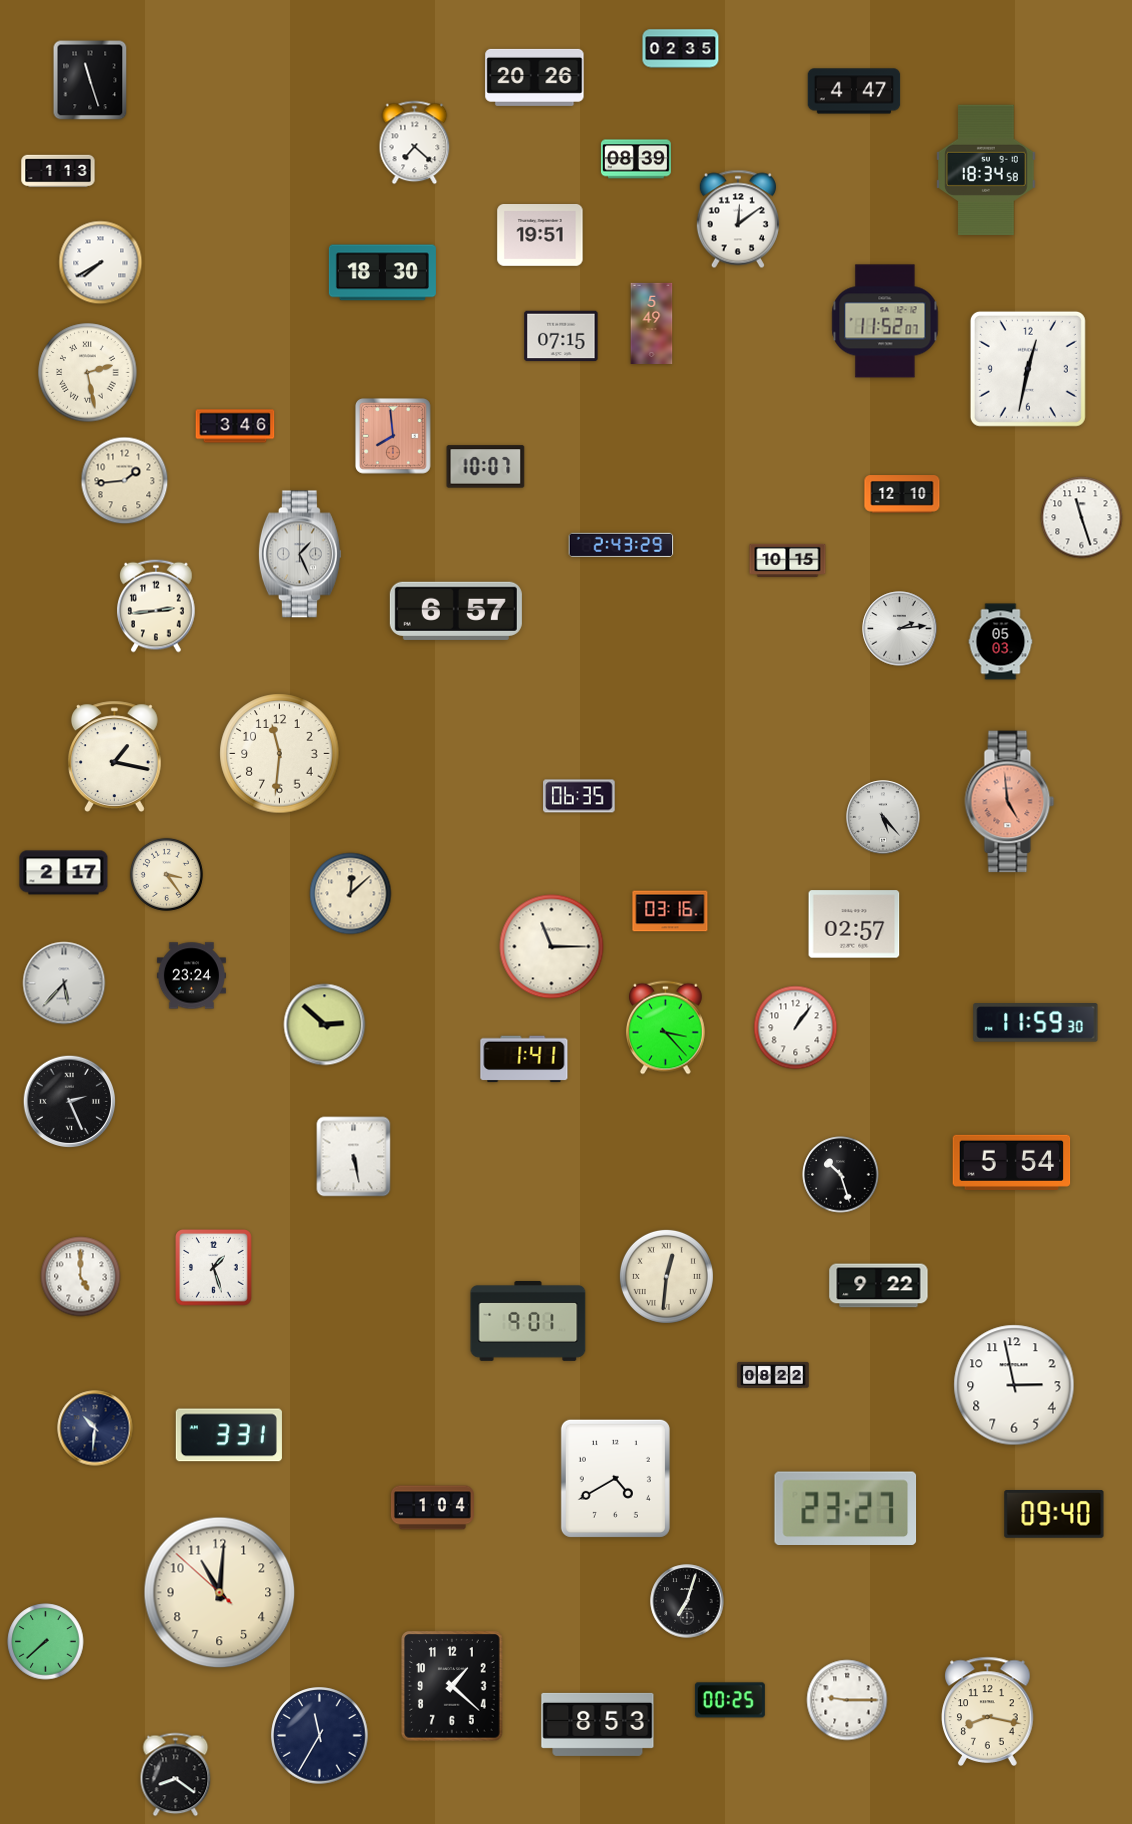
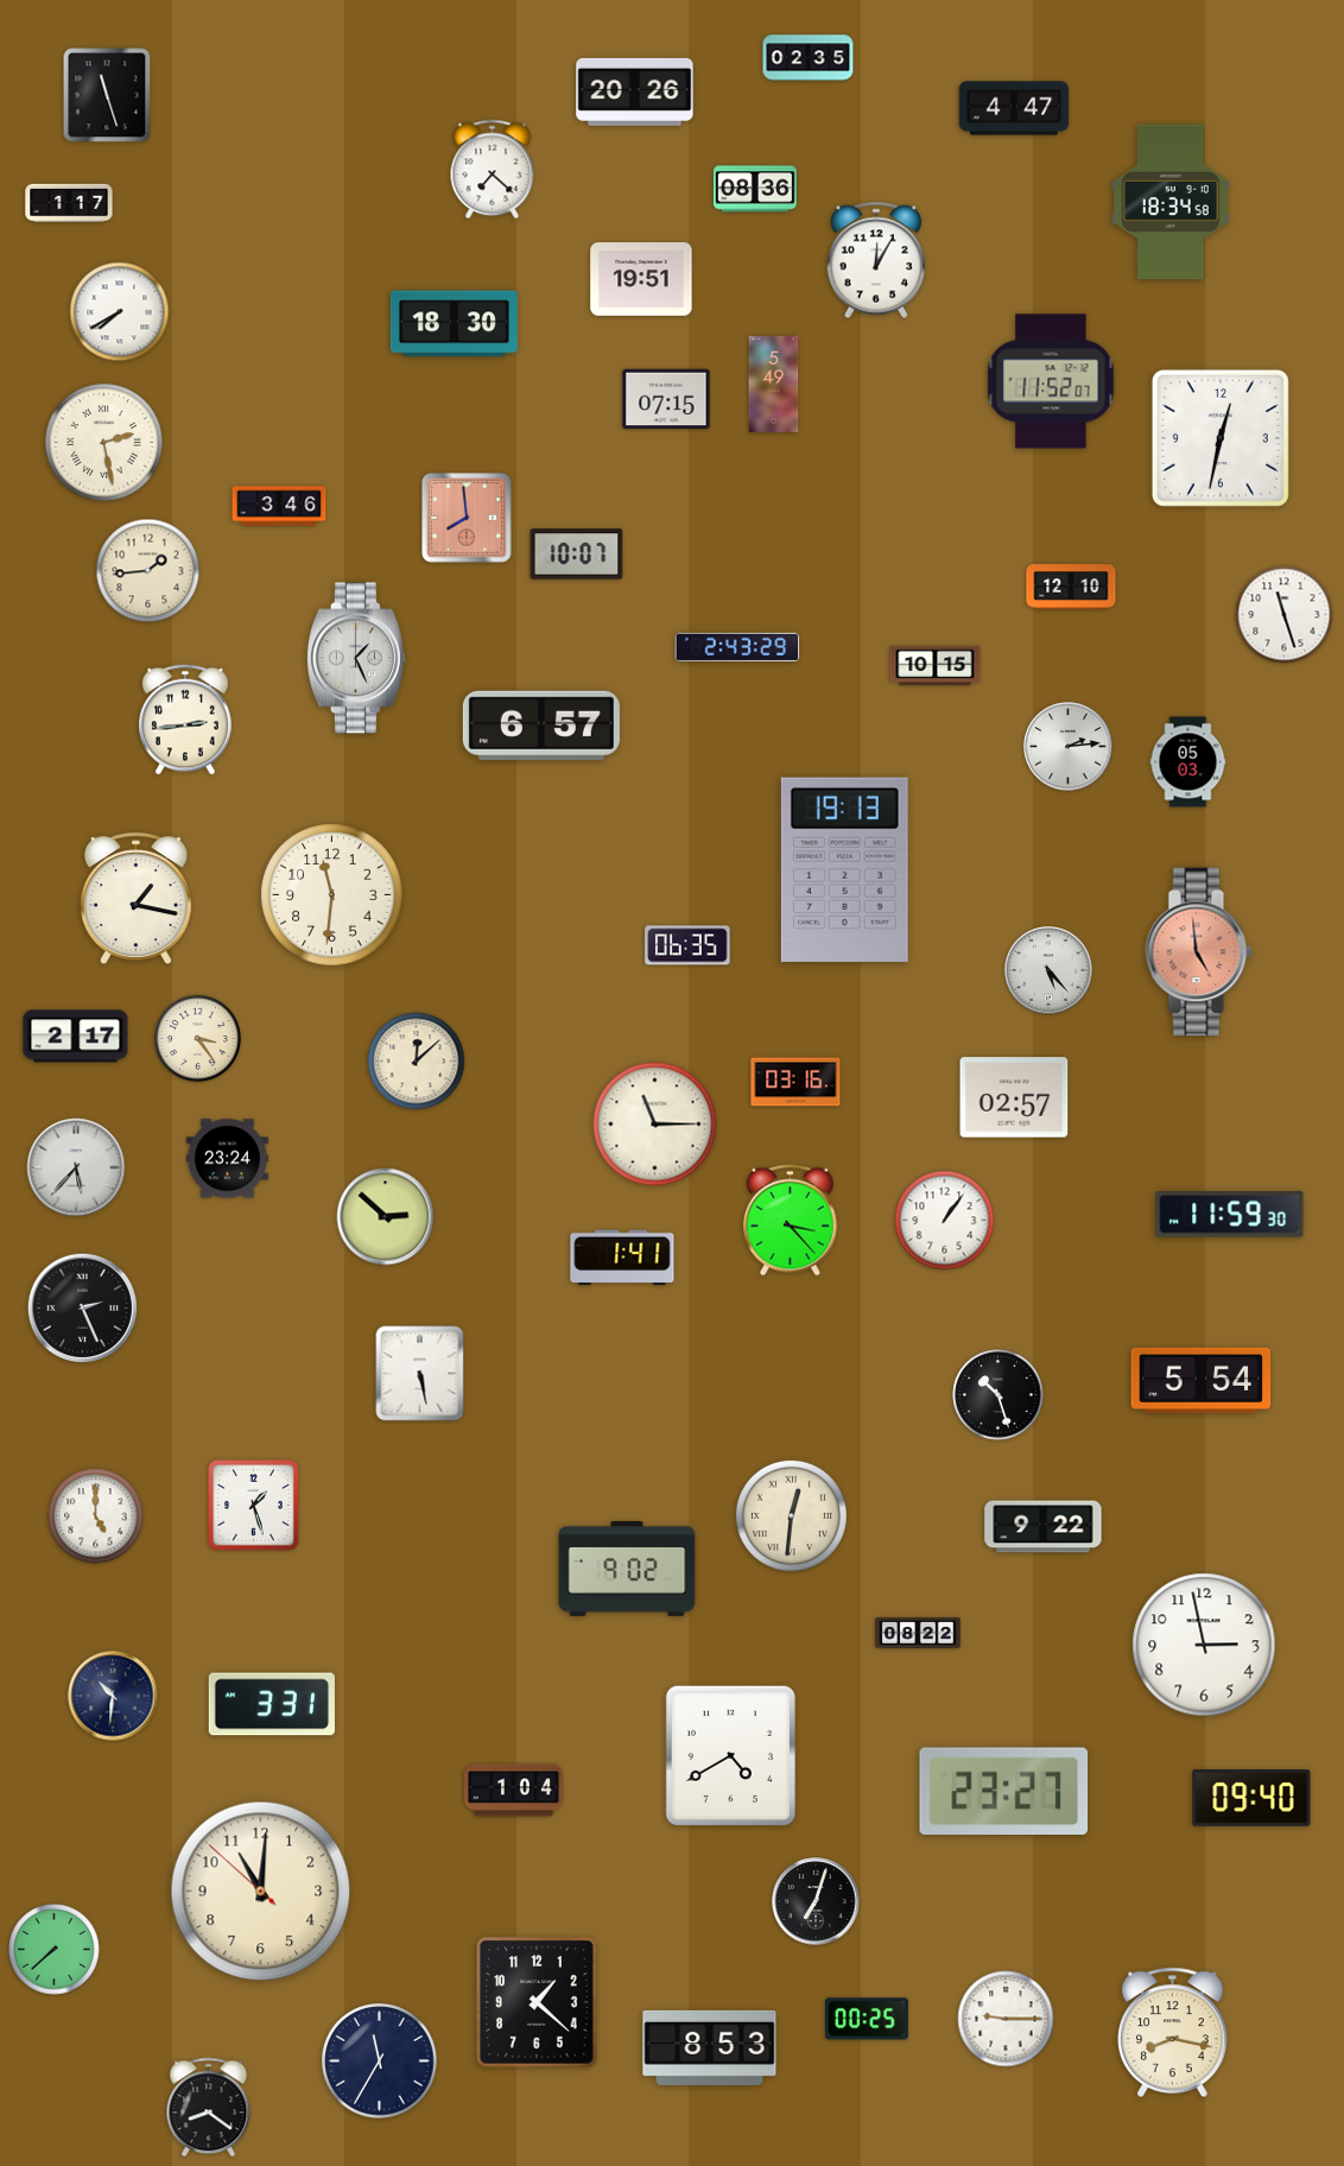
clock at (636, 159): 08:39 -> 08:36
clock at (58, 171): 1:13 -> 1:17
clock at (738, 219): 12:09 -> 12:05
clock at (844, 869): none -> 19:13
clock at (528, 1321): 9:01 -> 9:02
